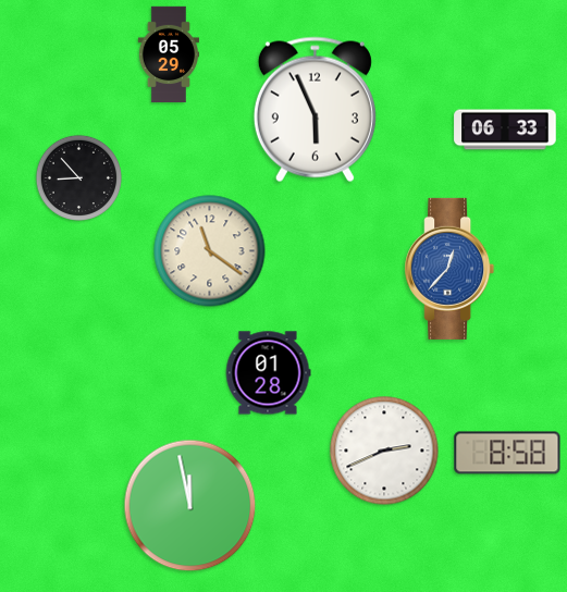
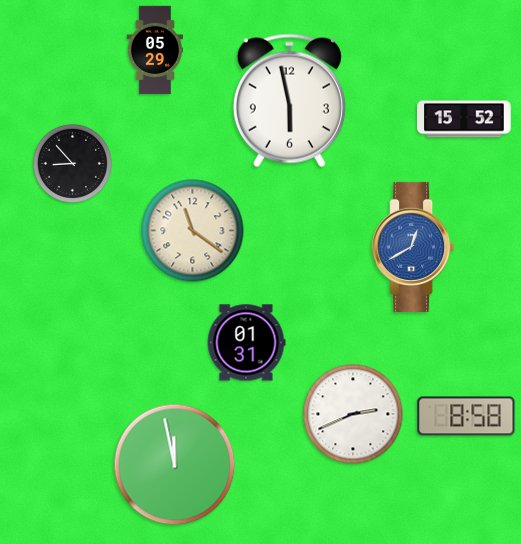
clock at (315, 110): 5:56 -> 5:58
clock at (505, 129): 06:33 -> 15:52
clock at (449, 269): 12:37 -> 12:40
clock at (268, 373): 01:28 -> 01:31
